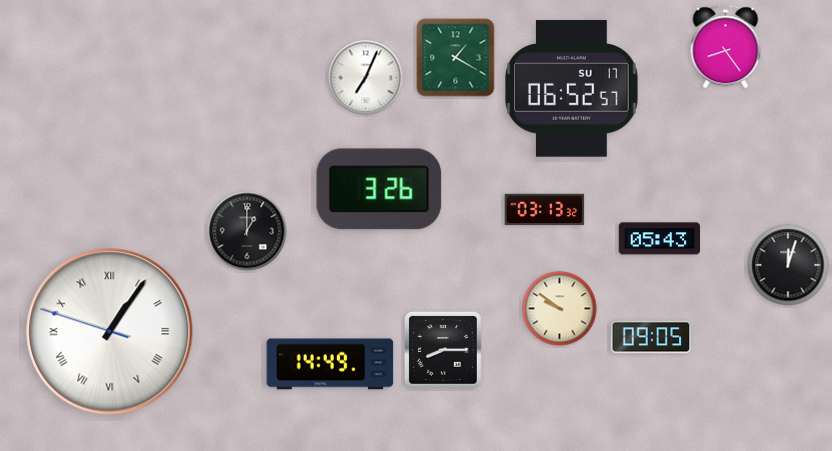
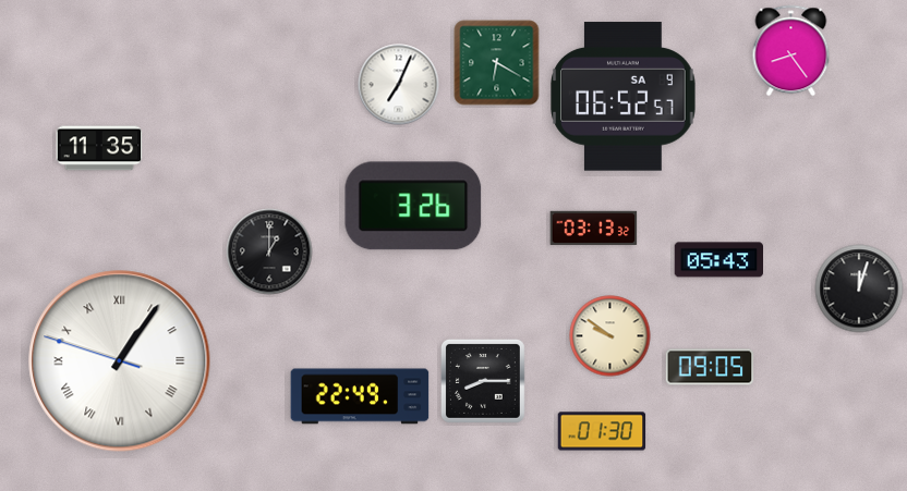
clock at (456, 58): 1:20 -> 6:20
clock at (572, 89) date: SU 17 -> SA 9
clock at (99, 148): none -> 11:35
clock at (330, 364): 14:49 -> 22:49
clock at (602, 431): none -> 01:30
